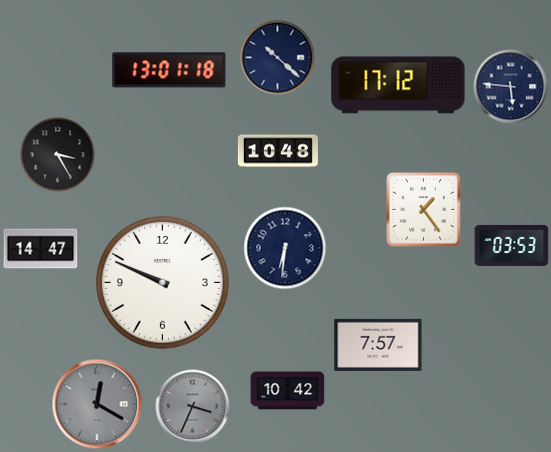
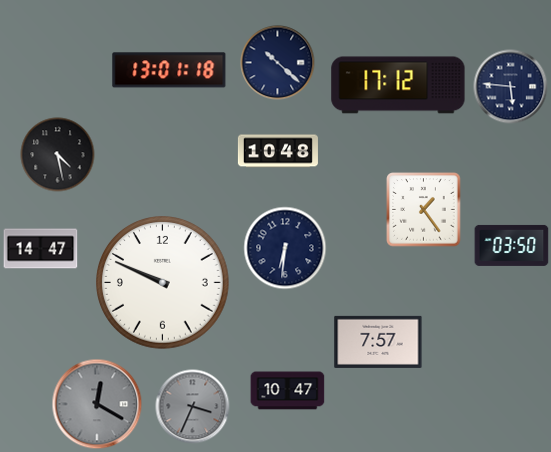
clock at (278, 58) position: (278, 58) -> (278, 63)
clock at (58, 155): 3:25 -> 4:28
clock at (512, 245): 03:53 -> 03:50
clock at (378, 345) position: (378, 345) -> (378, 342)
clock at (288, 391): 10:42 -> 10:47
